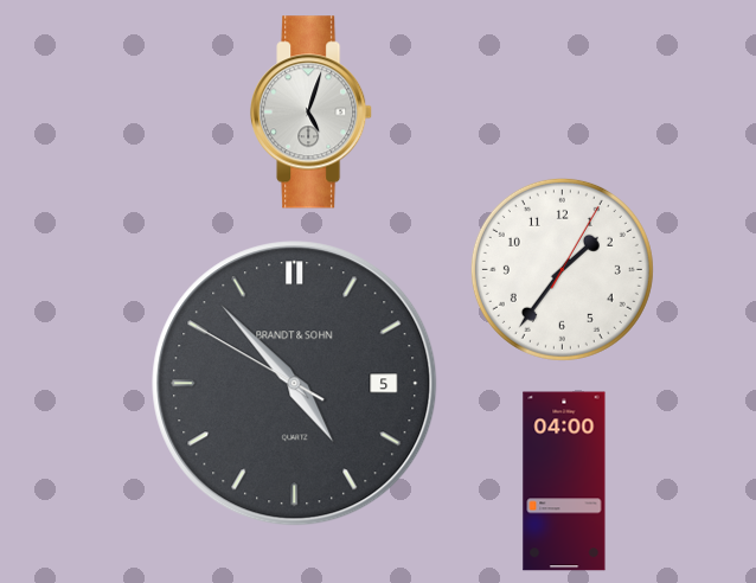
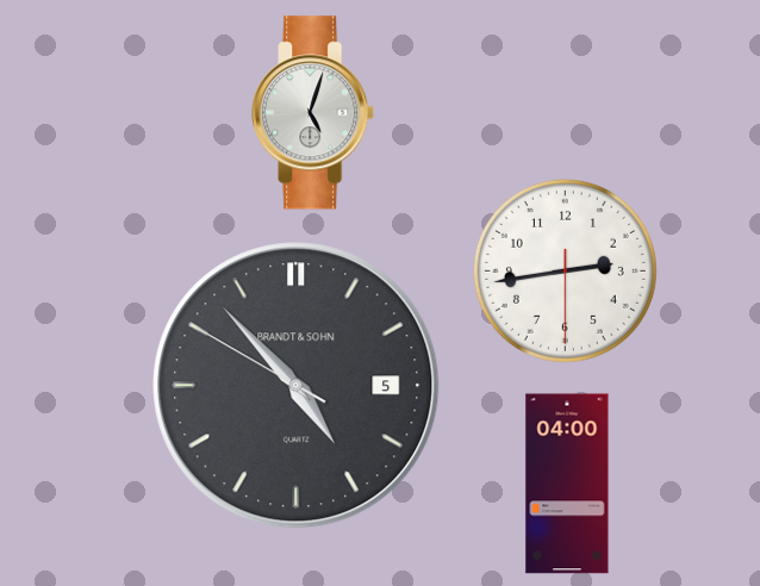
clock at (562, 269): 1:36 -> 2:43
